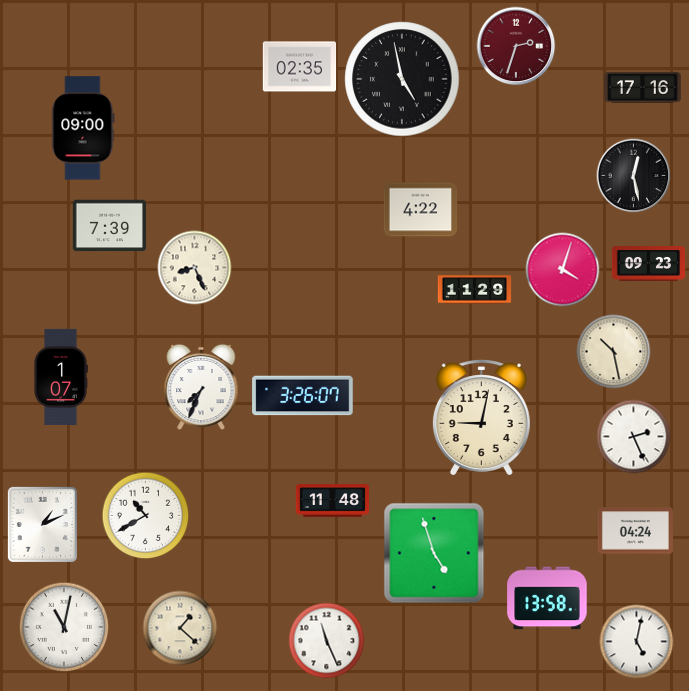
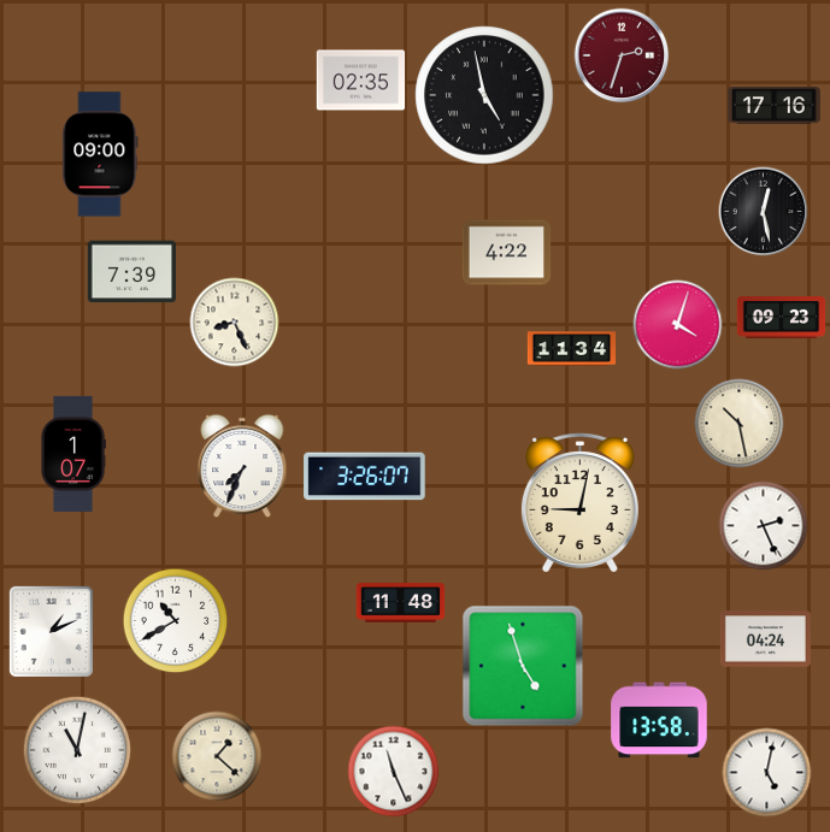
clock at (475, 290): 11:29 -> 11:34
clock at (64, 627) position: (64, 627) -> (77, 750)
